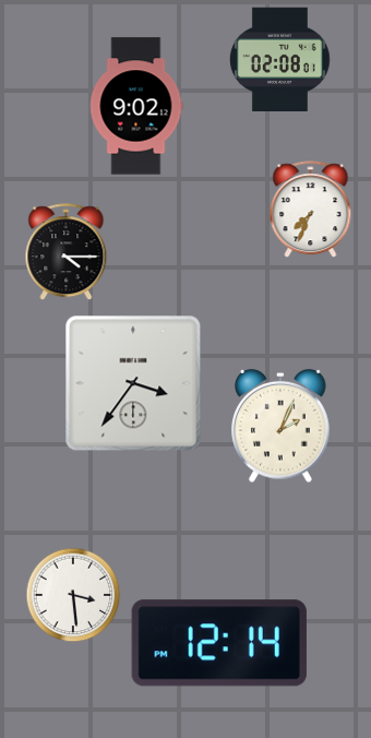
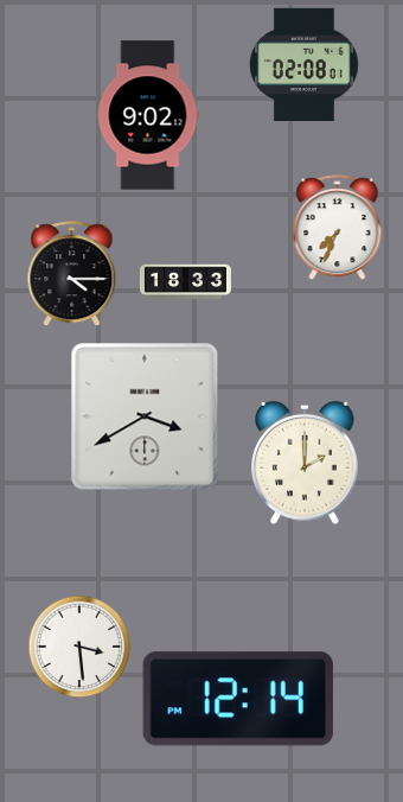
clock at (185, 282): none -> 18:33
clock at (133, 383): 3:36 -> 3:40
clock at (280, 426): 2:04 -> 2:00
